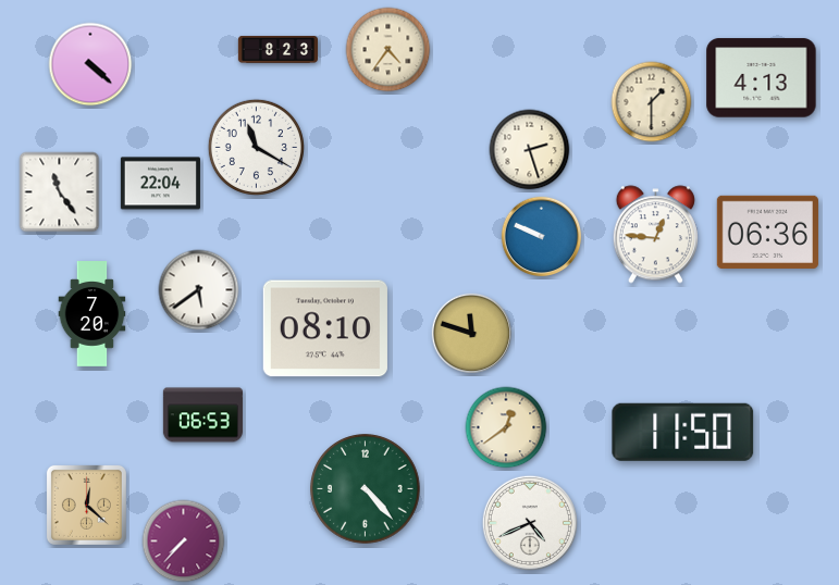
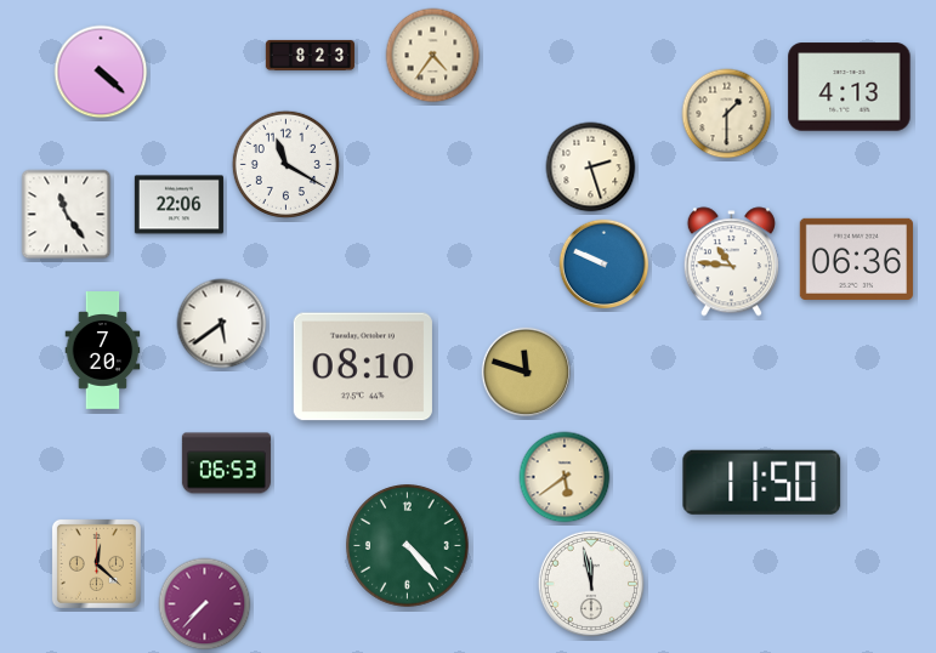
clock at (160, 184): 22:04 -> 22:06
clock at (655, 235): 12:46 -> 10:46
clock at (506, 427): 12:39 -> 5:39
clock at (530, 523): 4:41 -> 11:58
